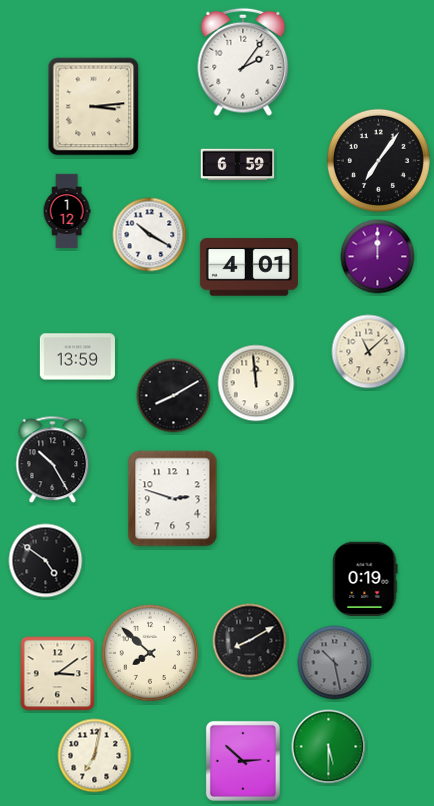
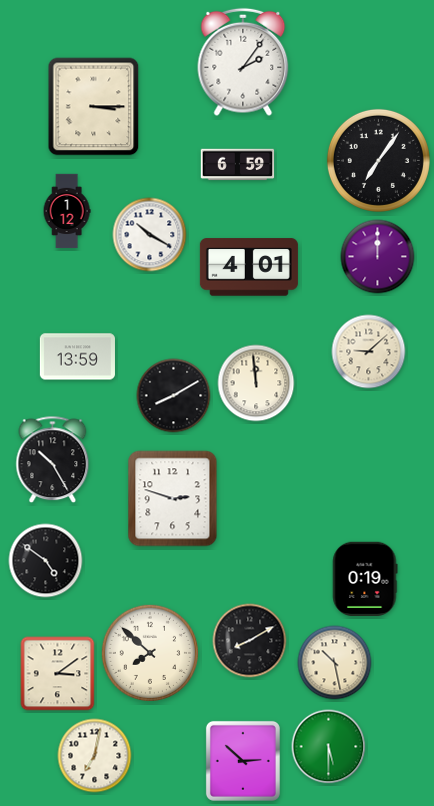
clock at (94, 107): 3:14 -> 3:15
clock at (369, 352): 11:08 -> 9:08
clock at (335, 663) dial: grey -> cream
